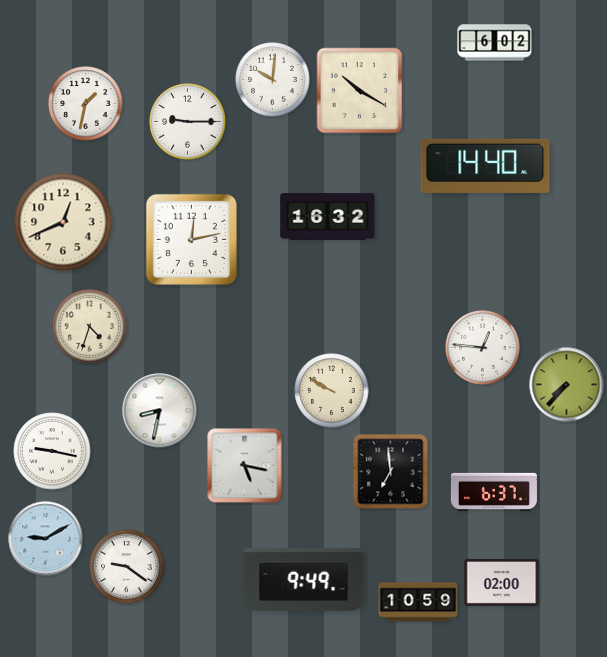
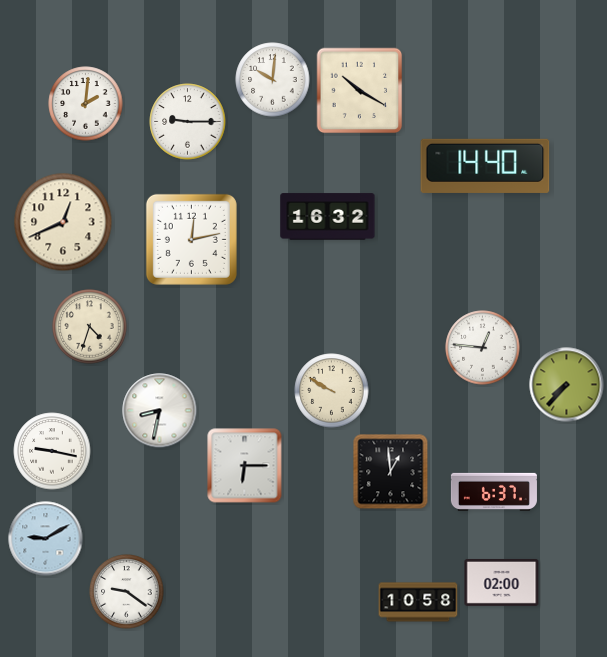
clock at (495, 43): 6:02 -> none
clock at (86, 104): 1:32 -> 2:01
clock at (245, 466): 5:17 -> 6:15
clock at (391, 472): 6:59 -> 12:59
clock at (127, 567) position: (127, 567) -> (127, 592)
clock at (304, 579): 9:49 -> none
clock at (418, 602): 10:59 -> 10:58
